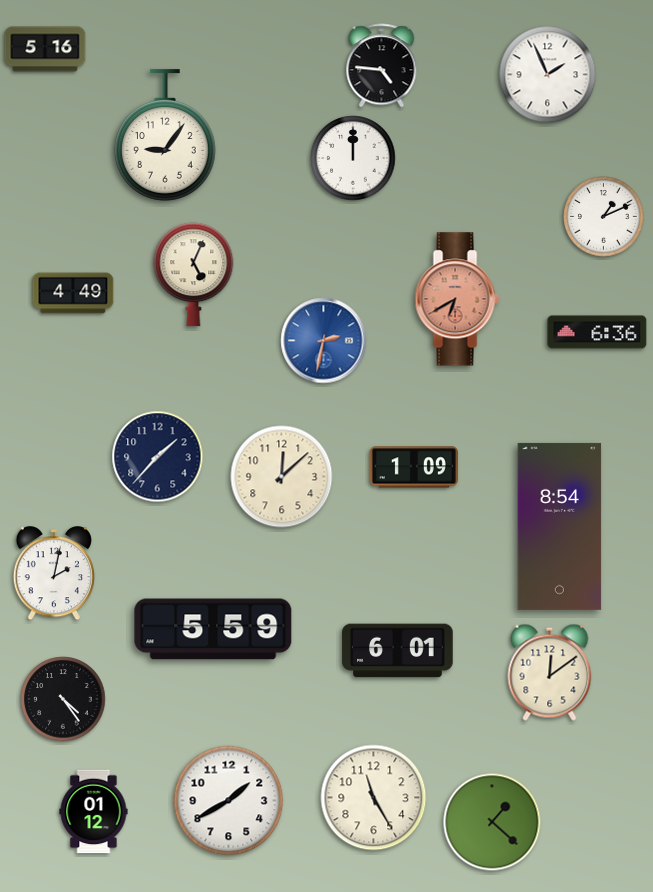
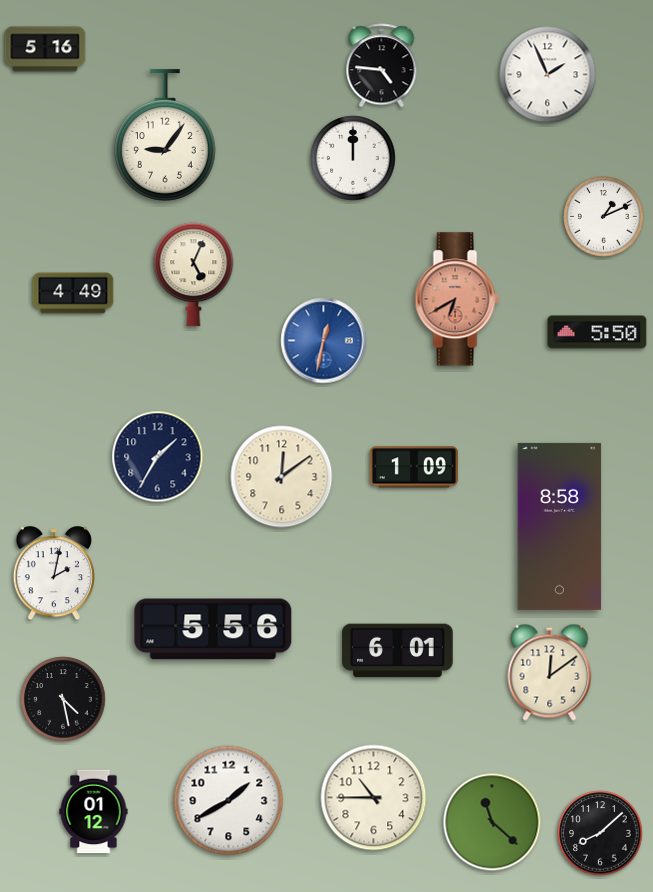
clock at (597, 332): 6:36 -> 5:50
clock at (324, 341): 2:32 -> 12:32
clock at (158, 457): 1:37 -> 1:35
clock at (282, 477): 12:08 -> 12:09
clock at (560, 526): 8:54 -> 8:58
clock at (213, 629): 5:59 -> 5:56
clock at (63, 699): 4:24 -> 4:28
clock at (374, 798): 11:25 -> 10:45
clock at (492, 822): 1:22 -> 11:22
clock at (600, 833): none -> 8:08
